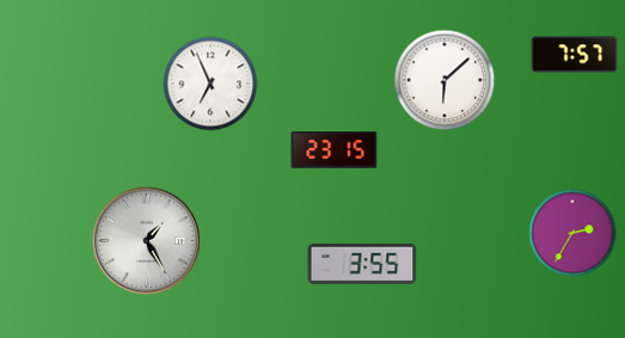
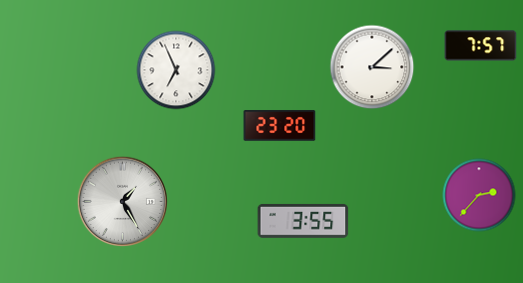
clock at (445, 80): 6:08 -> 3:08
clock at (335, 150): 23:15 -> 23:20
clock at (572, 233): 2:35 -> 2:37
